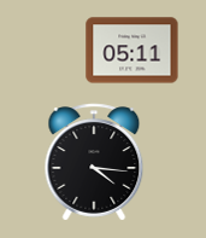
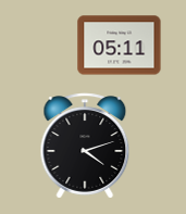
clock at (94, 162): 4:16 -> 4:12
